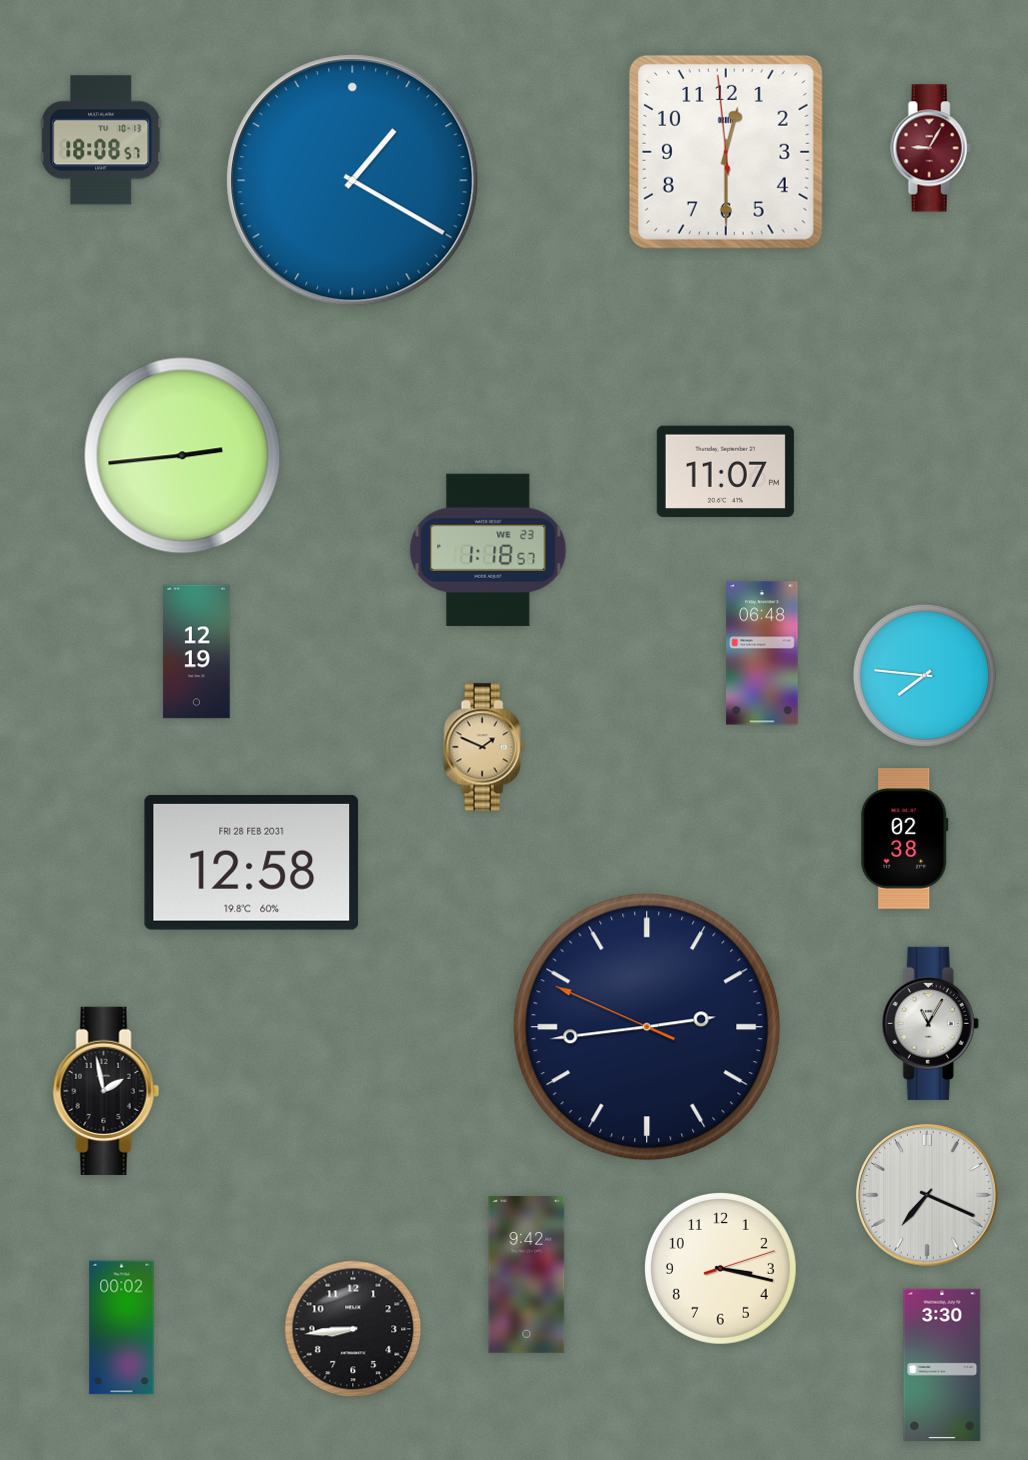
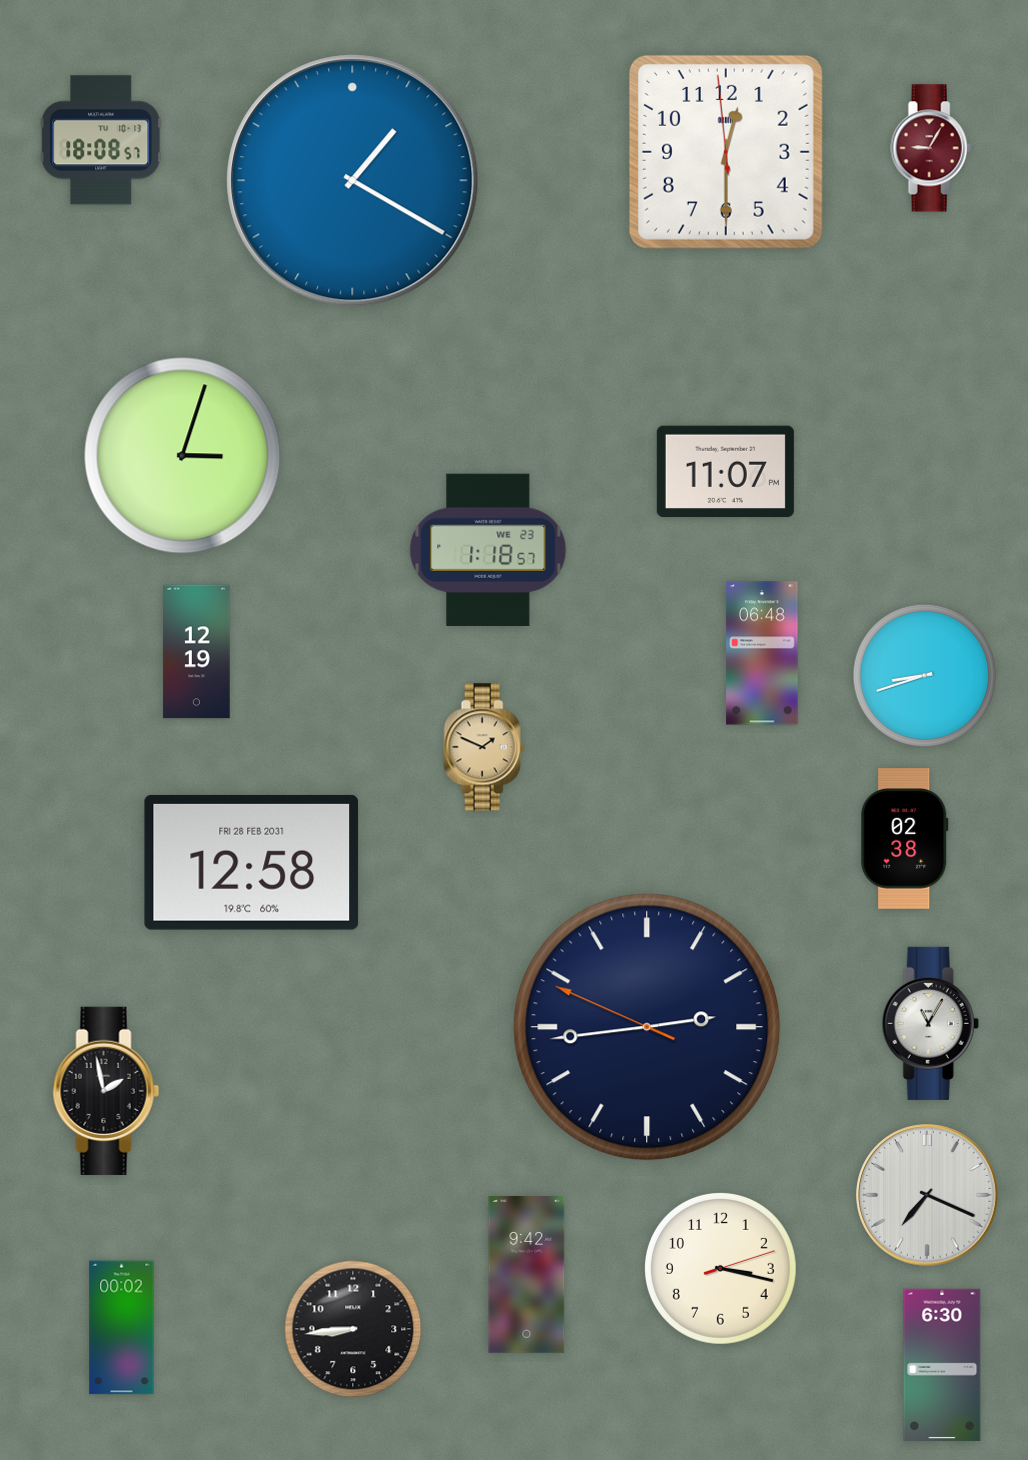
clock at (183, 456): 2:44 -> 3:03
clock at (924, 675): 7:46 -> 8:42
clock at (942, 1365): 3:30 -> 6:30
